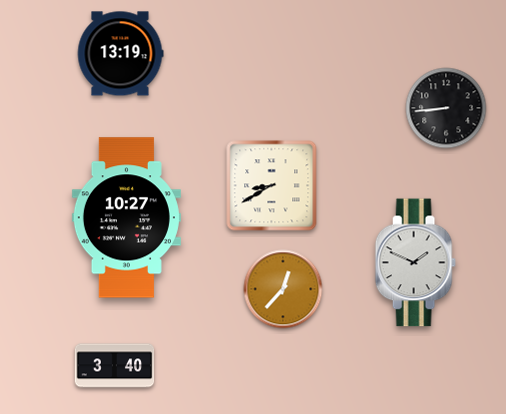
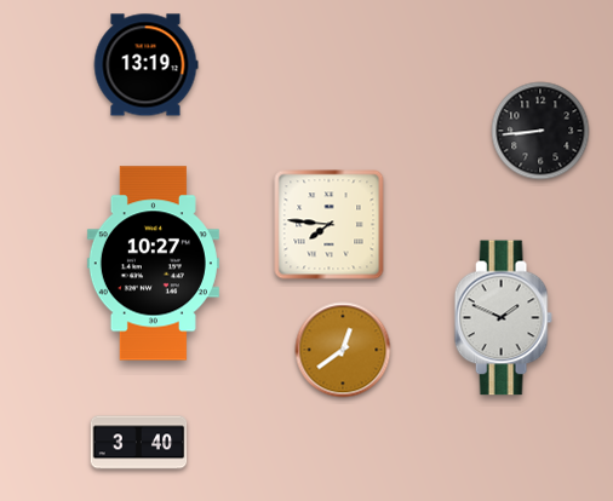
clock at (272, 186): 8:40 -> 7:46
clock at (283, 289): 12:37 -> 12:39
